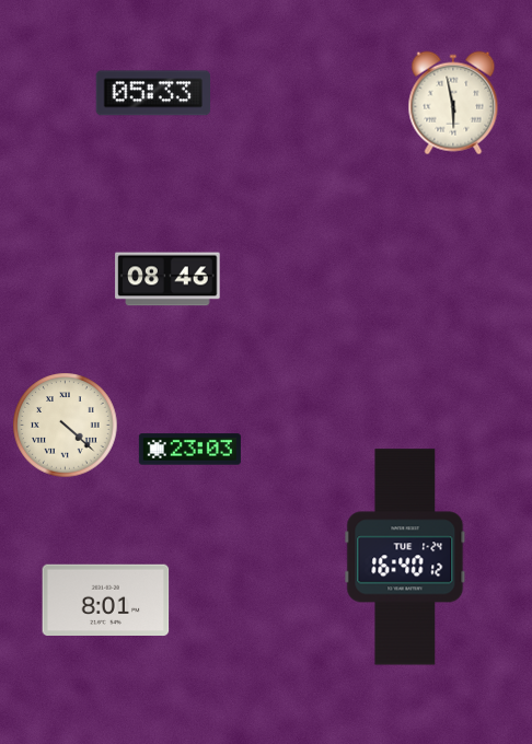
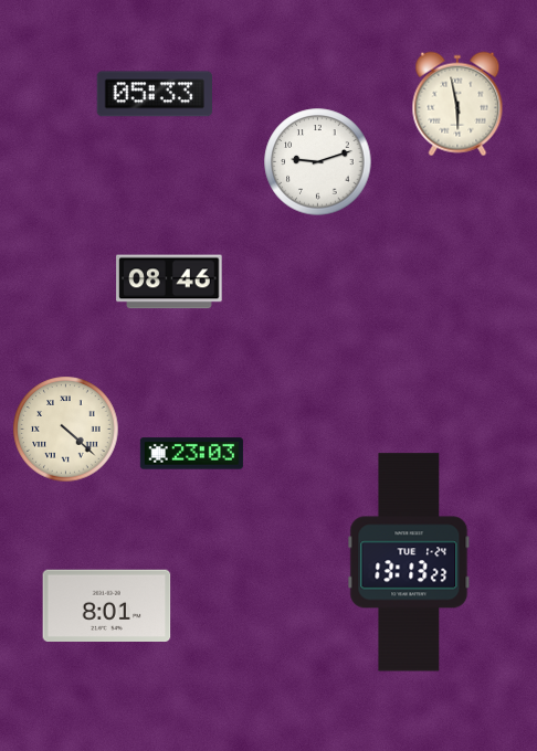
clock at (318, 162): none -> 9:12
clock at (405, 557): 16:40 -> 13:13
